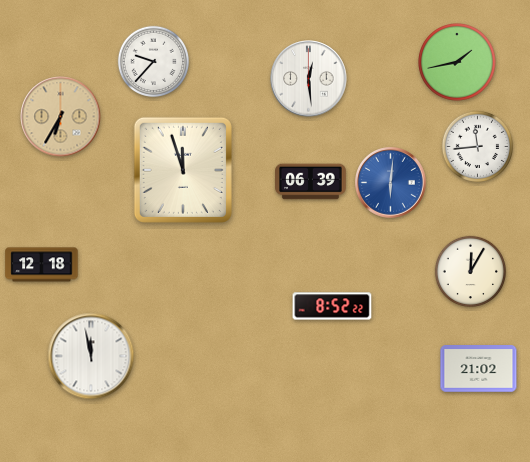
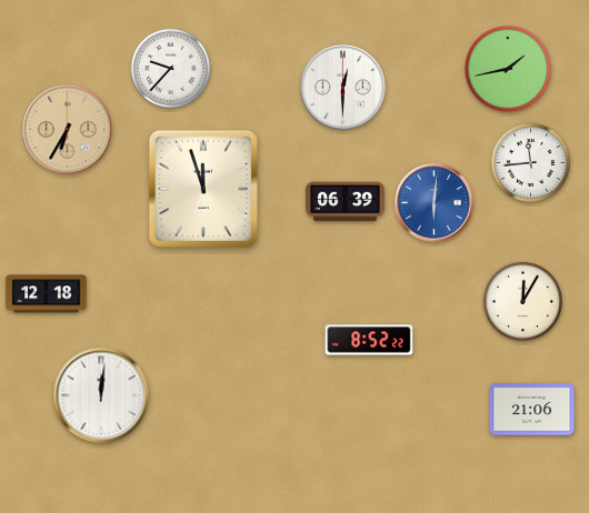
clock at (309, 79): 12:29 -> 12:30
clock at (91, 356): 11:58 -> 12:01
clock at (479, 369): 21:02 -> 21:06
